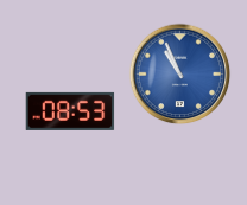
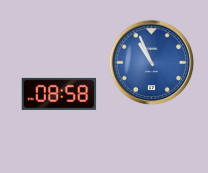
clock at (70, 111): 08:53 -> 08:58
